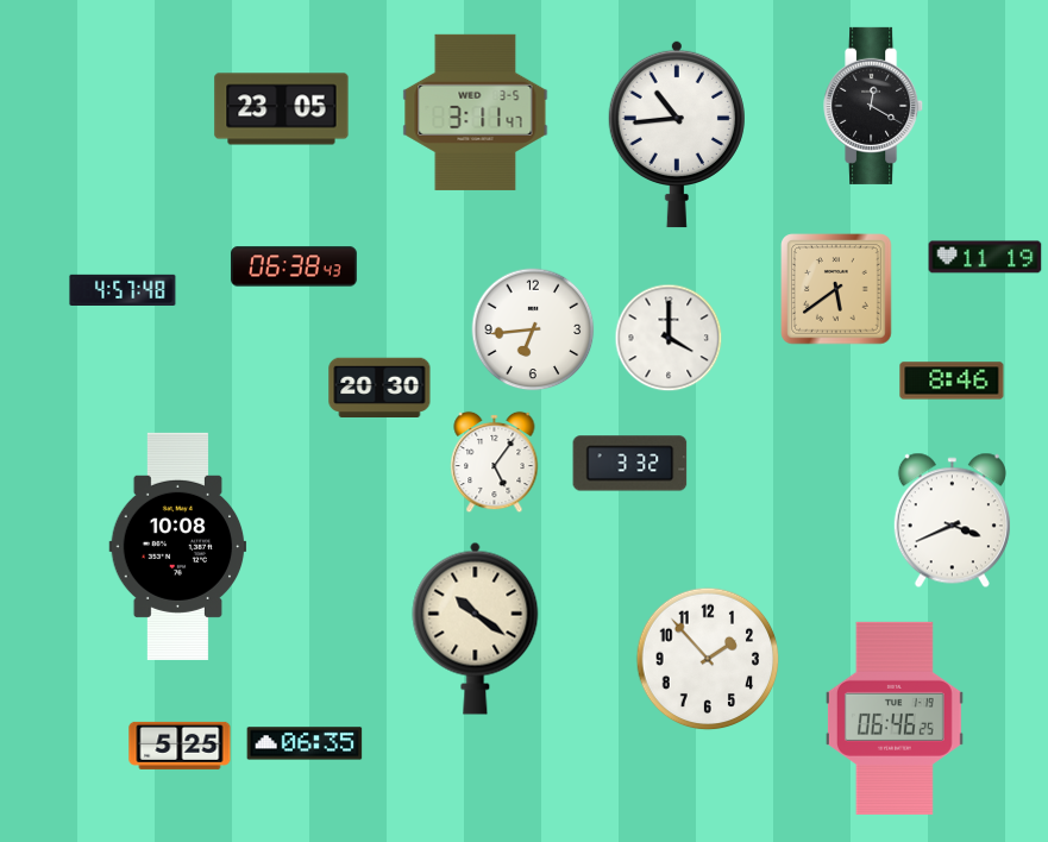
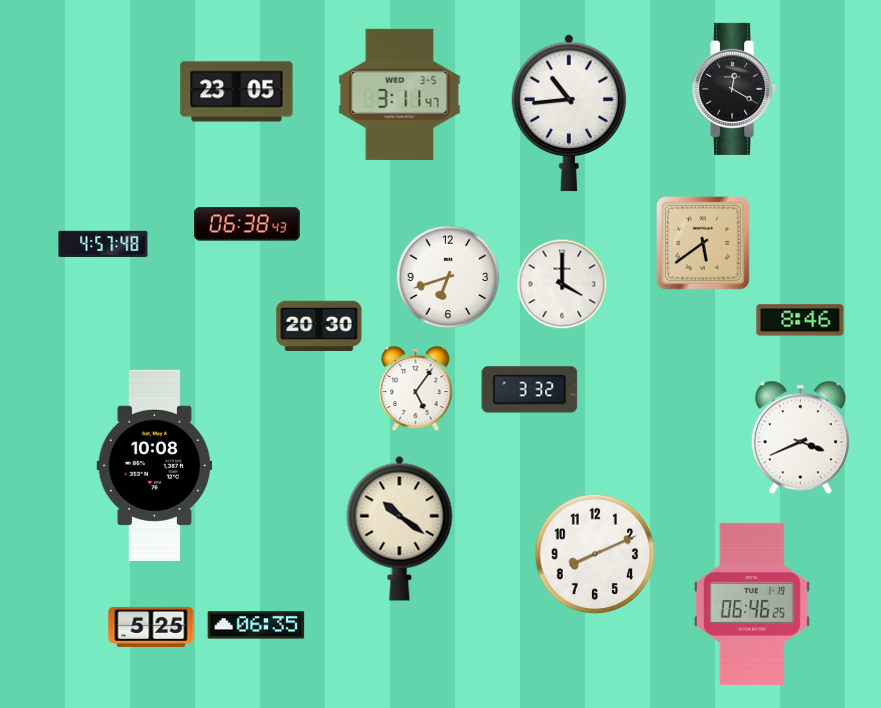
clock at (985, 257): 11:19 -> none
clock at (533, 329): 6:44 -> 6:42
clock at (178, 546) position: (178, 546) -> (155, 465)
clock at (708, 659): 1:53 -> 8:11
